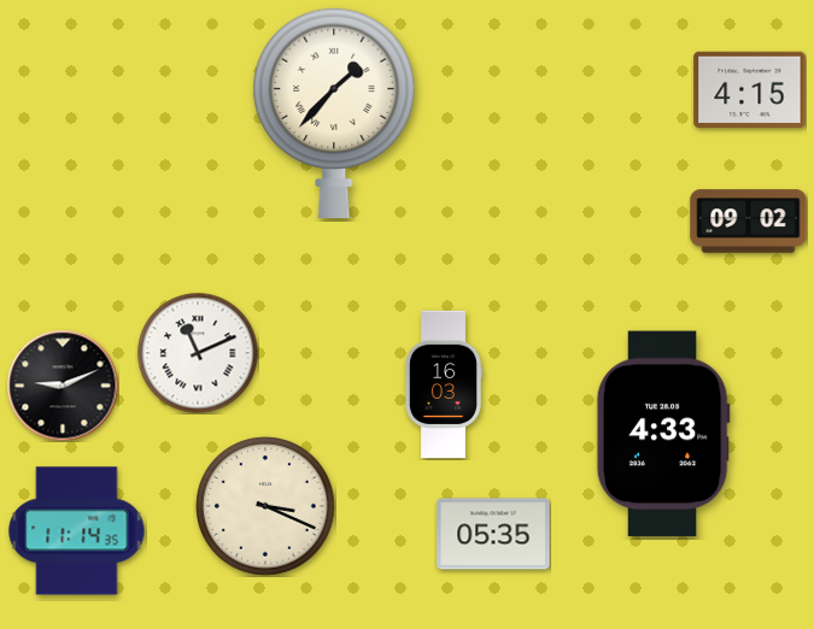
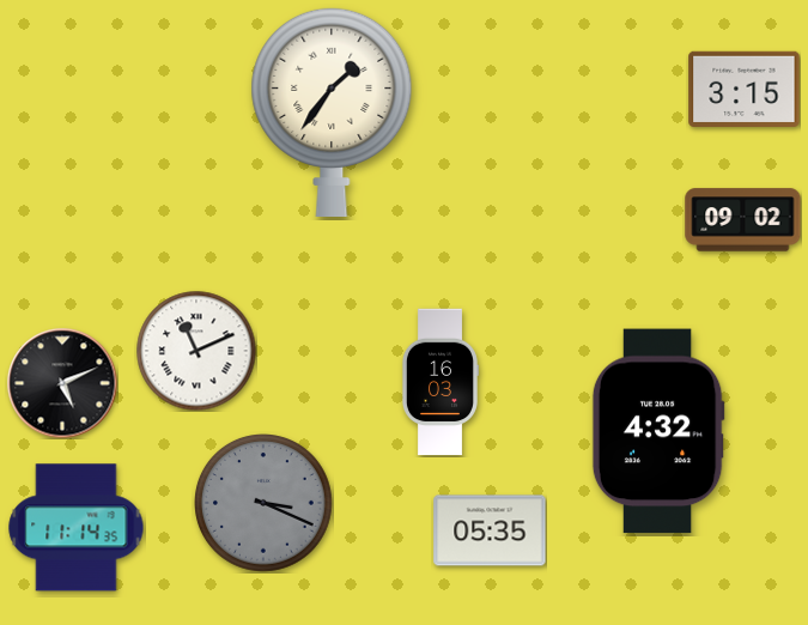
clock at (750, 89): 4:15 -> 3:15
clock at (334, 112): 1:37 -> 1:36
clock at (63, 386): 9:11 -> 5:11
clock at (663, 434): 4:33 -> 4:32
clock at (267, 507) dial: cream -> grey
